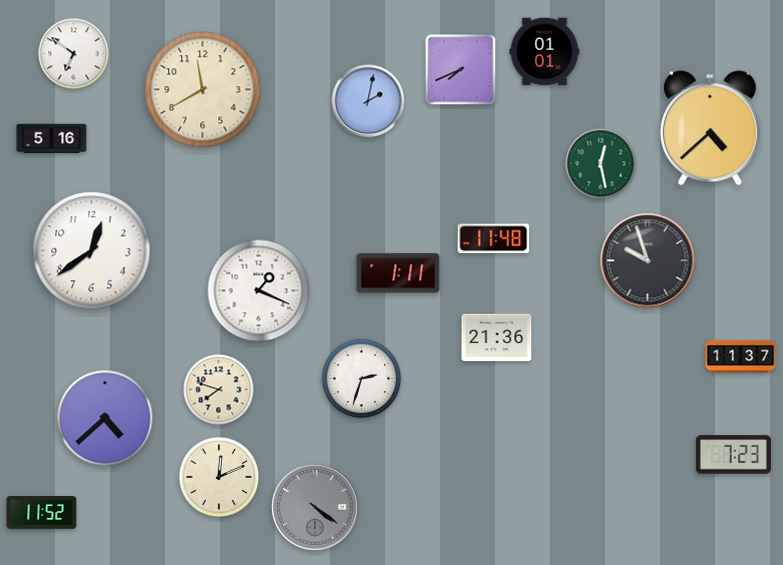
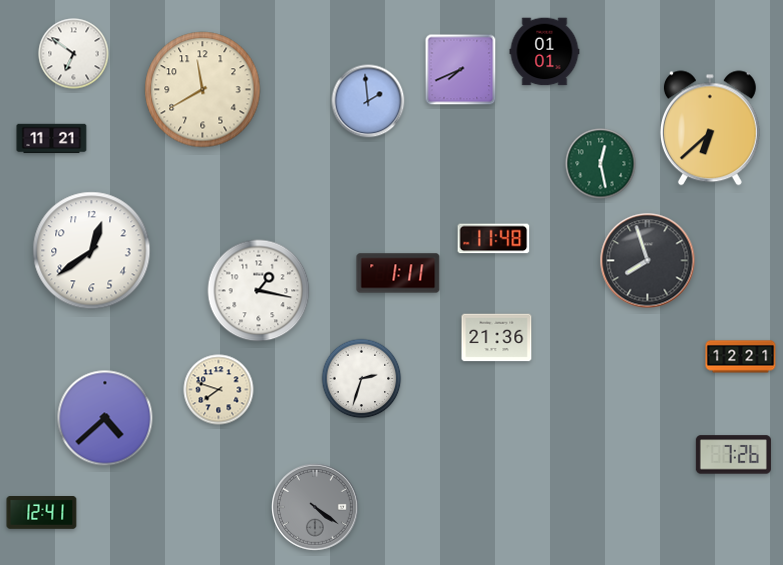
clock at (368, 101): 2:02 -> 1:59
clock at (710, 128): 4:38 -> 6:38
clock at (52, 139): 5:16 -> 11:21
clock at (648, 261): 9:57 -> 7:57
clock at (259, 291): 1:19 -> 1:17
clock at (741, 357): 11:37 -> 12:21
clock at (733, 455): 7:23 -> 7:26
clock at (219, 477): 12:11 -> none
clock at (42, 513): 11:52 -> 12:41
